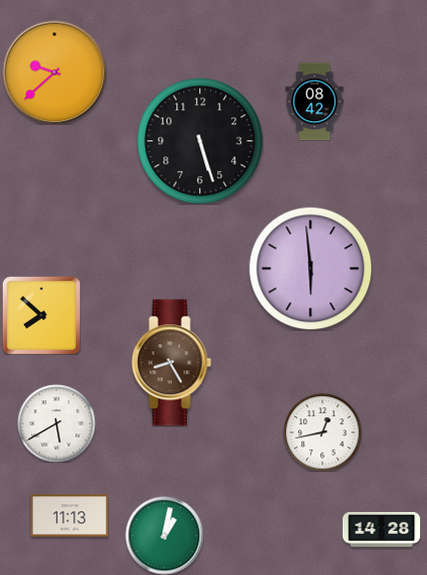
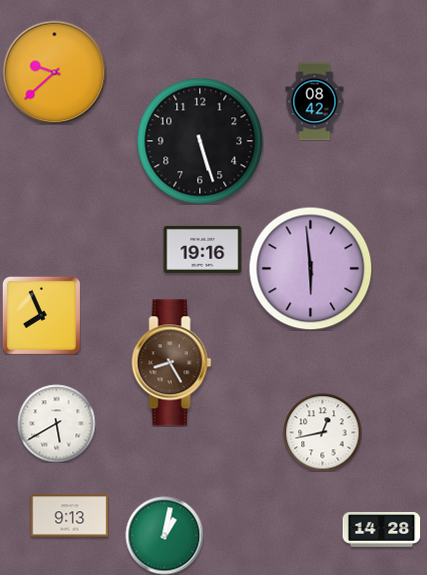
clock at (202, 249): none -> 19:16
clock at (41, 315): 7:52 -> 7:56
clock at (69, 516): 11:13 -> 9:13
